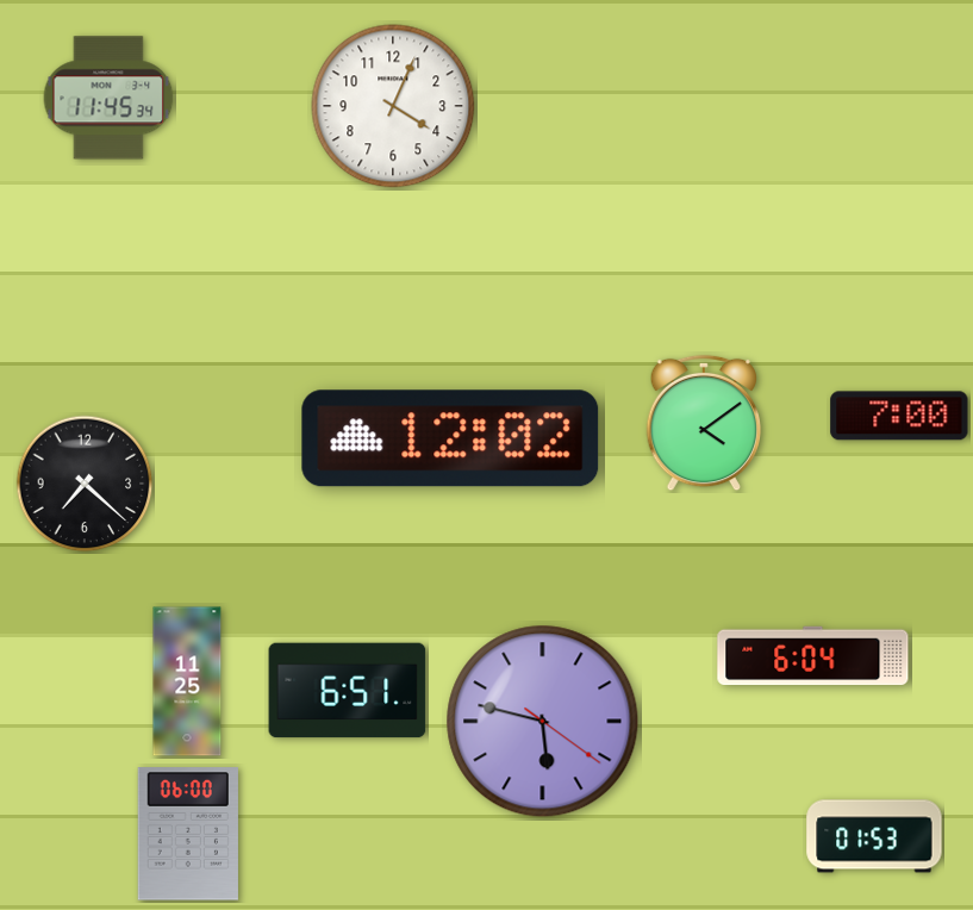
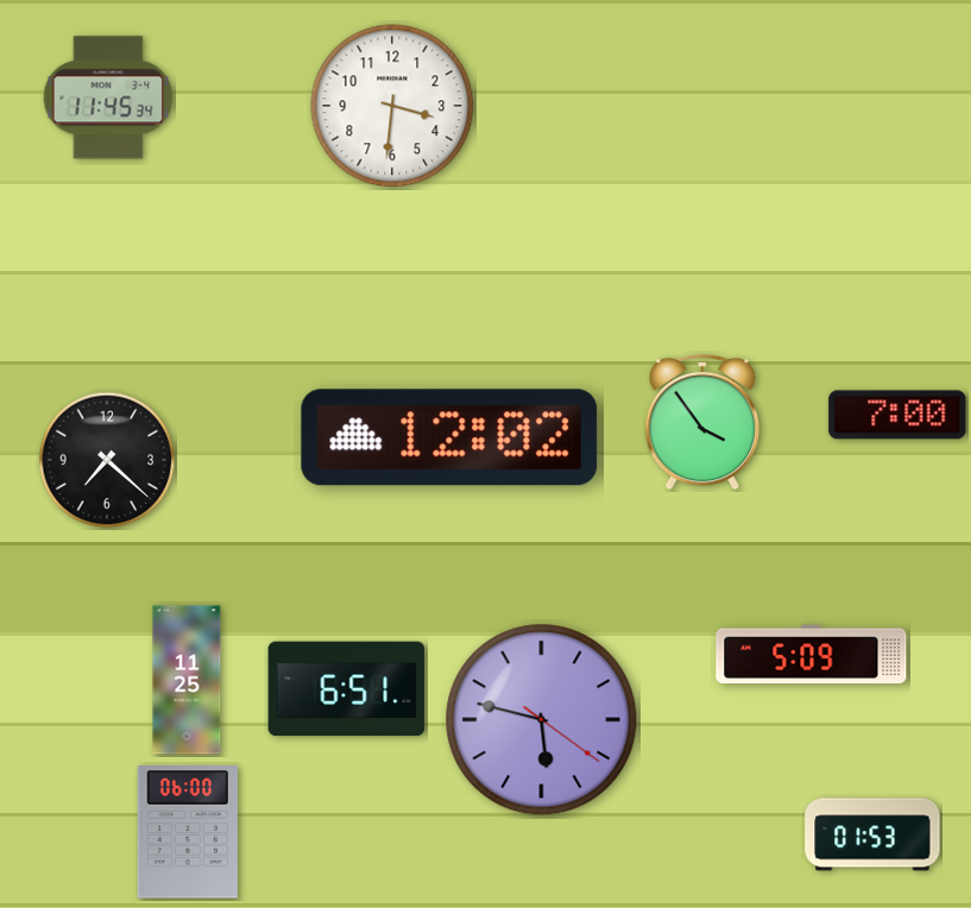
clock at (393, 106): 4:04 -> 3:31
clock at (704, 423): 4:09 -> 3:54
clock at (85, 484) position: (85, 484) -> (107, 460)
clock at (813, 656): 6:04 -> 5:09
